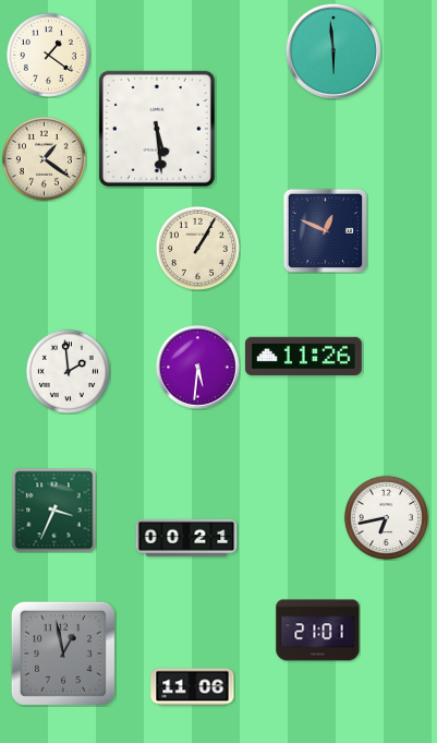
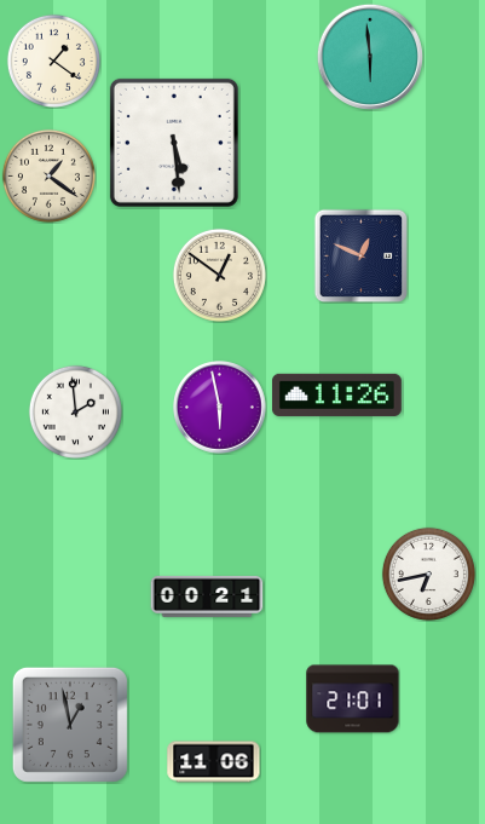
clock at (197, 248): 1:05 -> 12:51
clock at (198, 368): 5:31 -> 5:58
clock at (53, 510): 3:34 -> none
